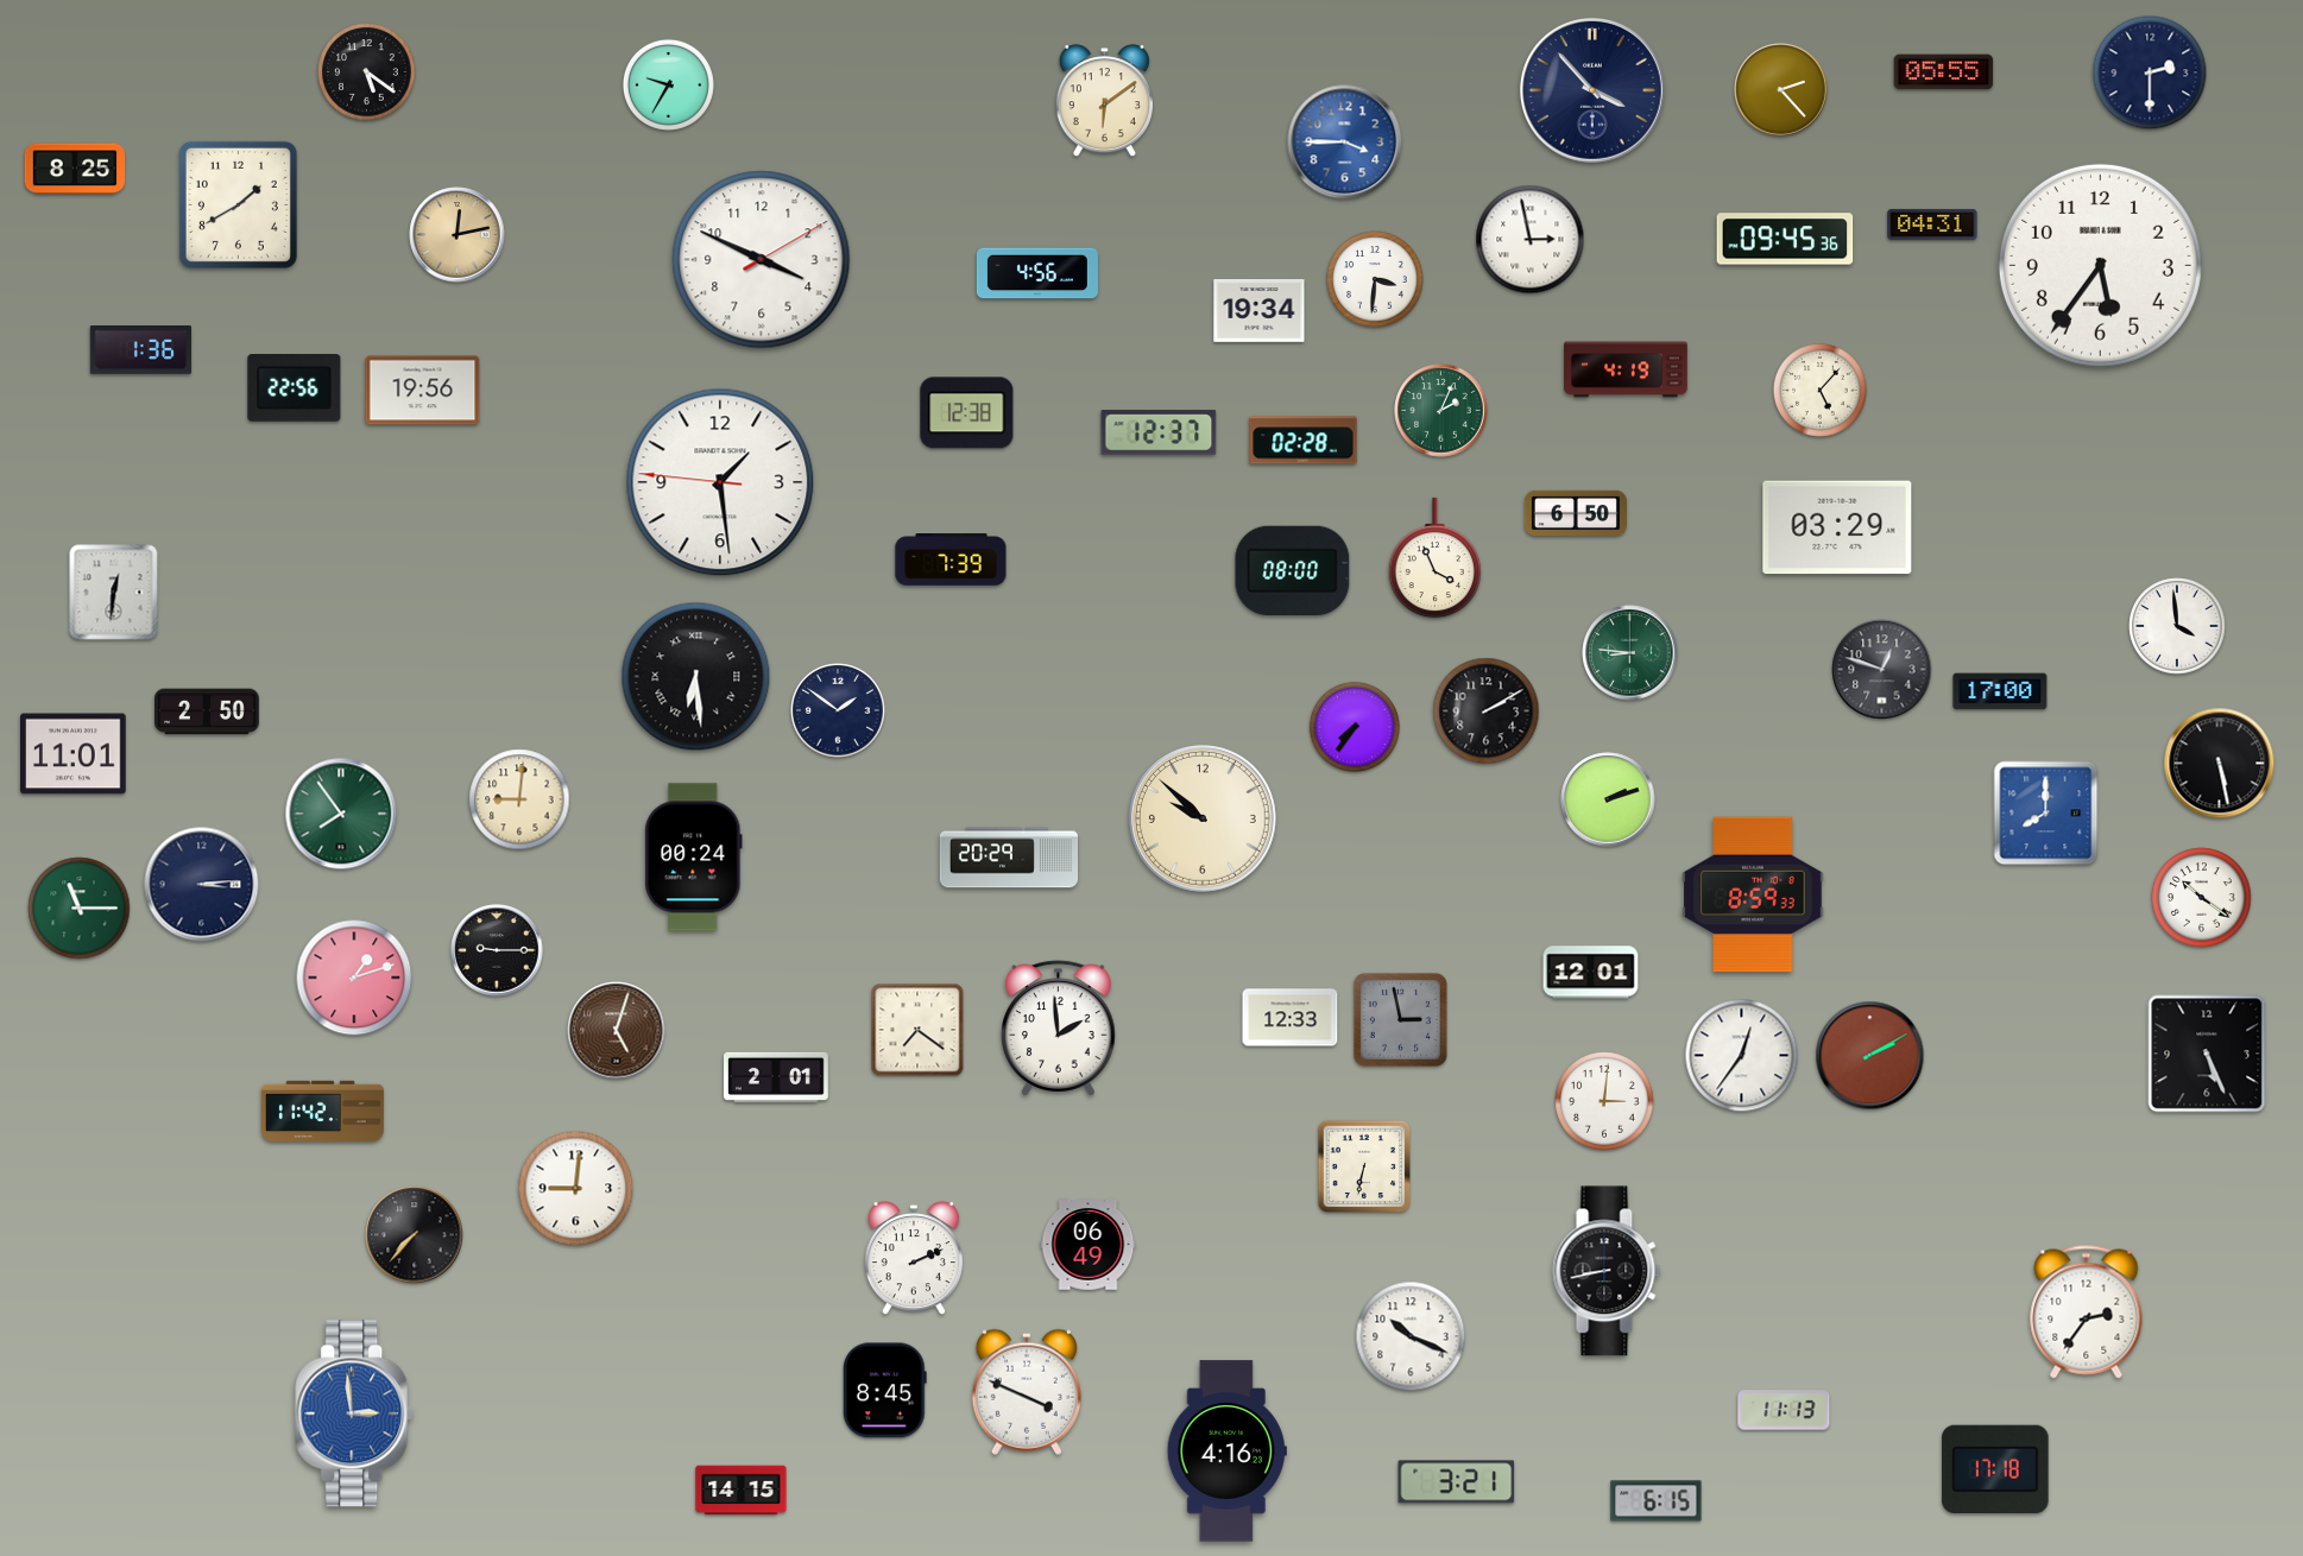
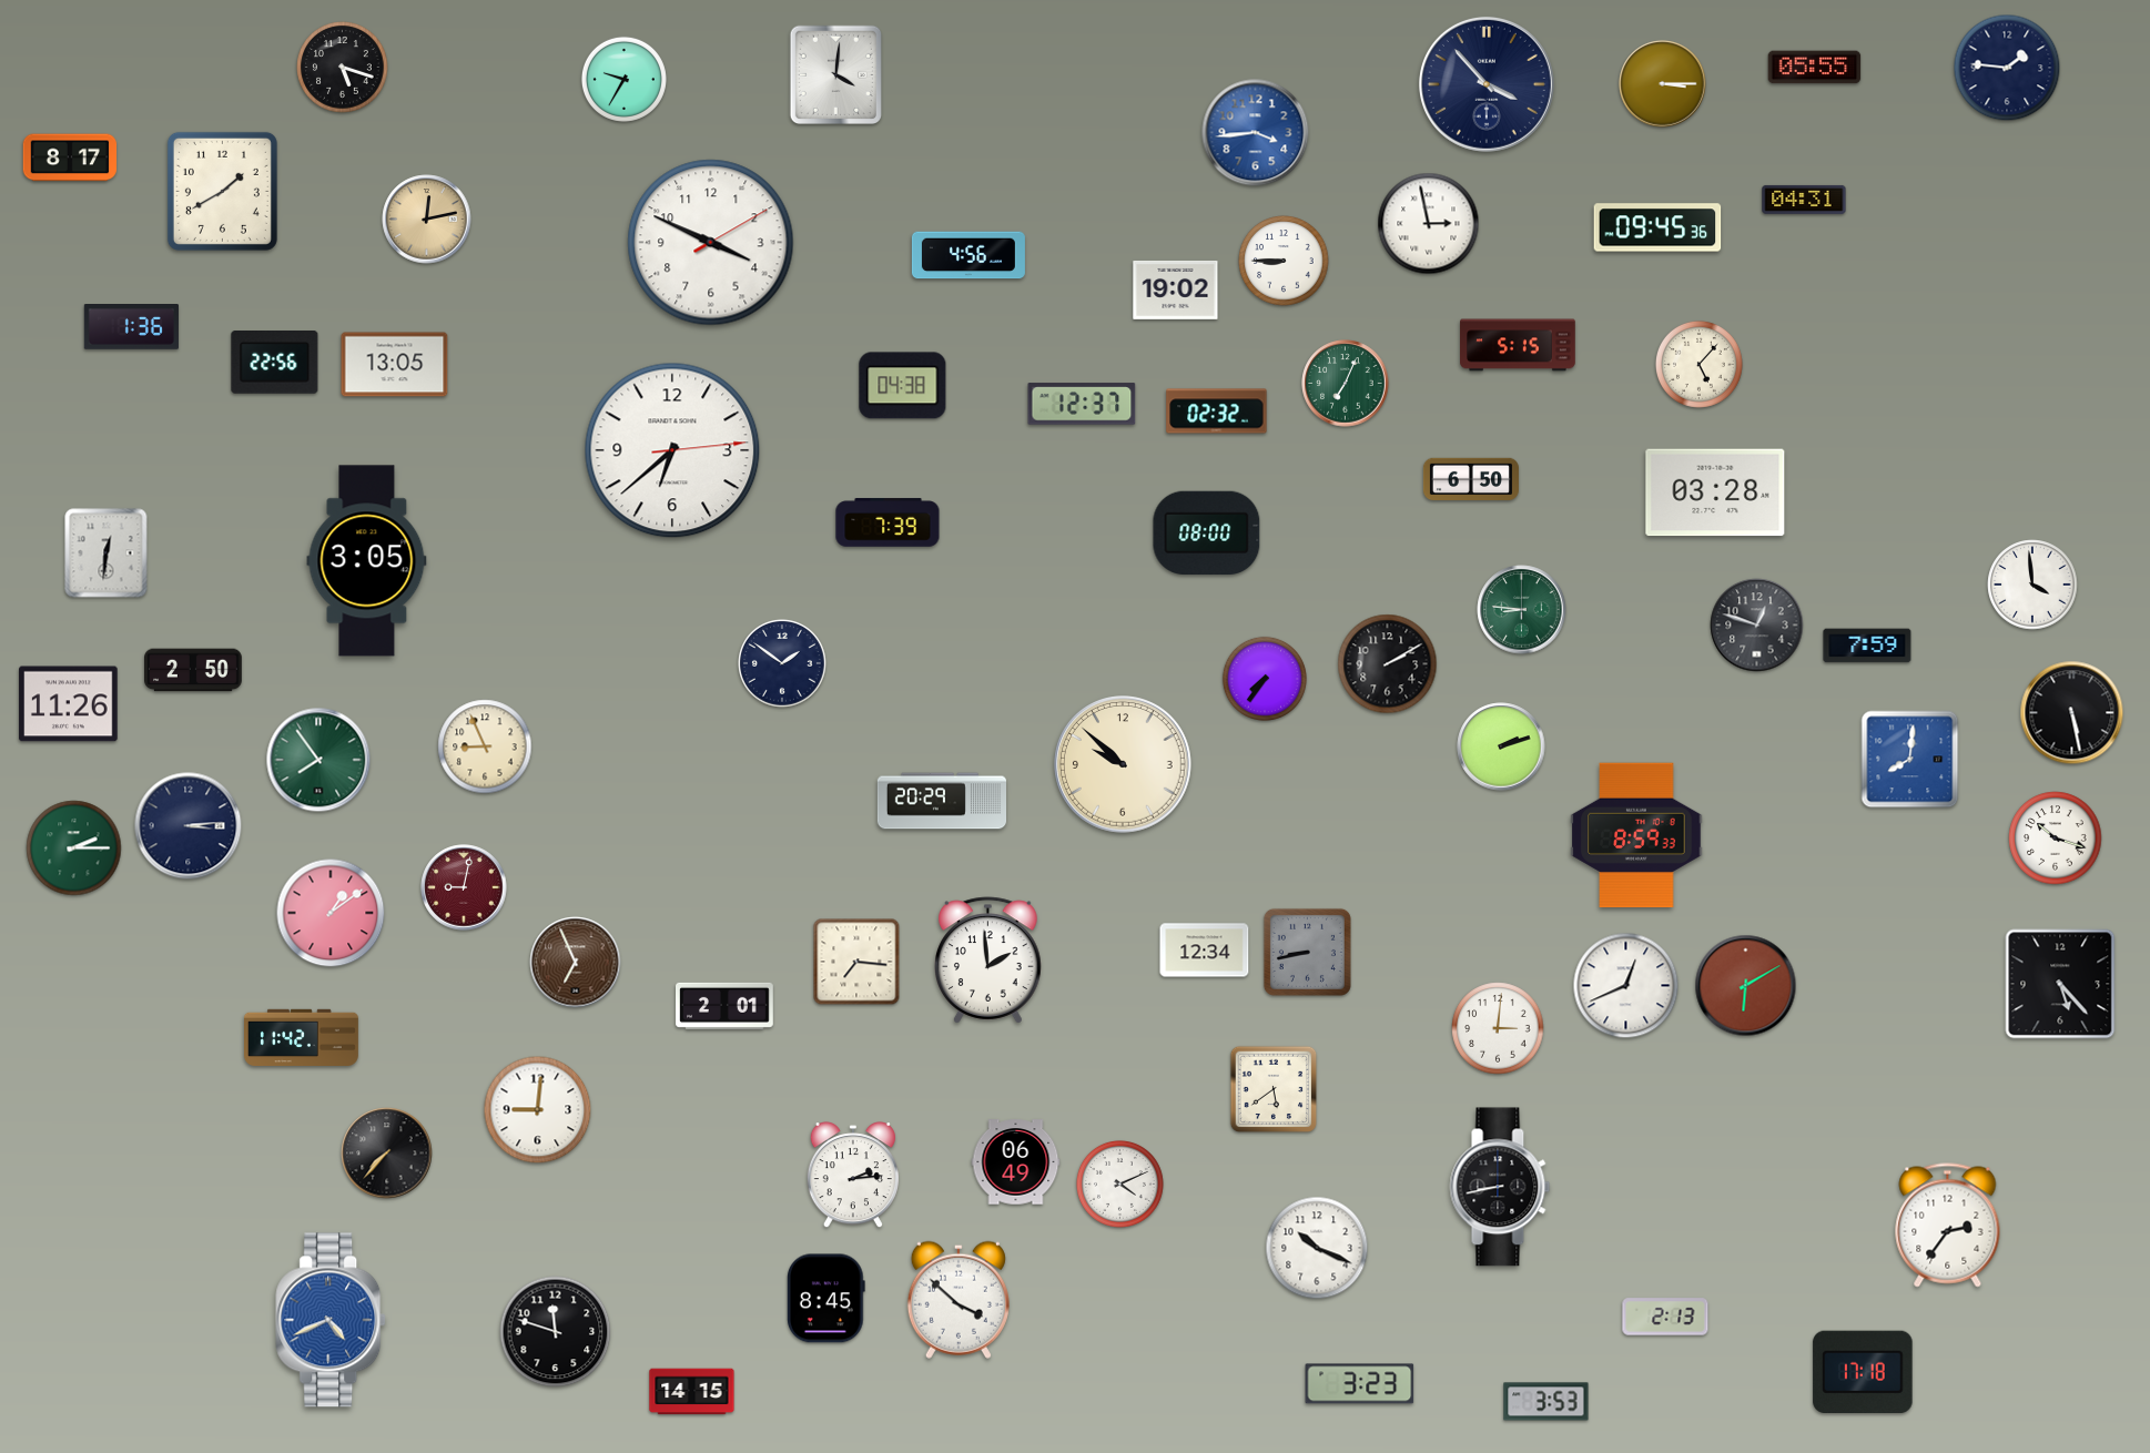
clock at (367, 72): 5:21 -> 5:18
clock at (2150, 72): 2:30 -> 1:46
clock at (835, 74): none -> 4:01
clock at (1781, 90): 2:23 -> 3:15
clock at (1104, 101): 6:09 -> none
clock at (1345, 143): 3:45 -> 3:44
clock at (75, 169): 8:25 -> 8:17
clock at (1932, 224) position: (1932, 224) -> (1804, 200)
clock at (1785, 239) position: (1785, 239) -> (1657, 227)
clock at (2100, 265): 5:36 -> none
clock at (1375, 279): 3:31 -> 8:45
clock at (1260, 310): 19:34 -> 19:02
clock at (1626, 369): 4:19 -> 5:15
clock at (423, 391): 19:56 -> 13:05
clock at (1441, 411): 2:04 -> 7:04
clock at (967, 413): 12:38 -> 04:38
clock at (1304, 441): 02:28 -> 02:32
clock at (720, 482): 1:28 -> 6:38
clock at (1837, 527): 03:29 -> 03:28
clock at (1436, 558): 3:56 -> none
clock at (367, 561): none -> 3:05
clock at (696, 677): 6:29 -> none
clock at (2000, 691): 17:00 -> 7:59
clock at (207, 711) position: (207, 711) -> (193, 670)
clock at (74, 754): 11:01 -> 11:26
clock at (519, 799): 9:01 -> 8:56
clock at (2046, 814): 8:00 -> 8:01
clock at (694, 858): 00:24 -> none
clock at (2202, 898): 10:21 -> 10:18
clock at (80, 909): 11:15 -> 2:15
clock at (497, 950): 9:15 -> 9:02
clock at (497, 950) dial: black -> burgundy
clock at (1591, 973): 12:01 -> none
clock at (354, 978): 1:12 -> 1:09
clock at (1291, 1018): 12:33 -> 12:34
clock at (1400, 1019): 2:58 -> 8:43
clock at (917, 1030): 7:21 -> 7:16
clock at (617, 1031): 5:03 -> 6:56
clock at (2207, 1054): 5:26 -> 5:23
clock at (1742, 1056): 12:36 -> 12:41
clock at (1870, 1056): 2:10 -> 6:10
clock at (1364, 1166): 6:32 -> 5:39
clock at (914, 1259): 2:11 -> 2:14
clock at (1119, 1183): none -> 4:11
clock at (1027, 1392): 3:49 -> 3:52
clock at (1784, 1410): 11:13 -> 2:13
clock at (355, 1413): 2:59 -> 4:41
clock at (556, 1332): none -> 11:48
clock at (1226, 1451): 4:16 -> none
clock at (1457, 1482): 3:21 -> 3:23
clock at (1657, 1501): 6:15 -> 3:53
